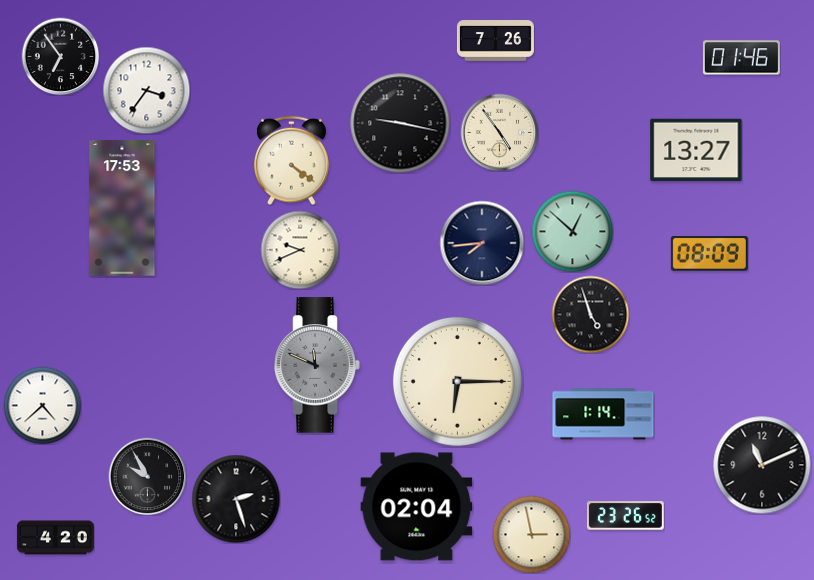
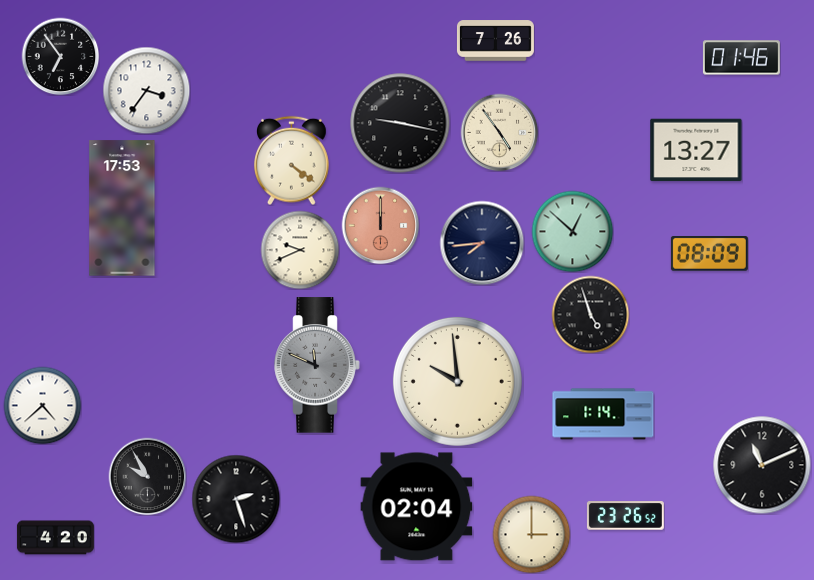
clock at (380, 225): none -> 12:00
clock at (457, 381): 6:15 -> 9:59
clock at (531, 534): 2:58 -> 3:00
